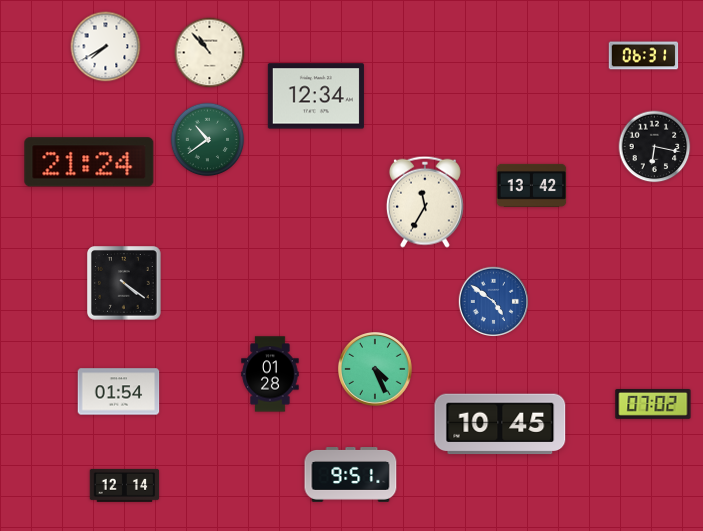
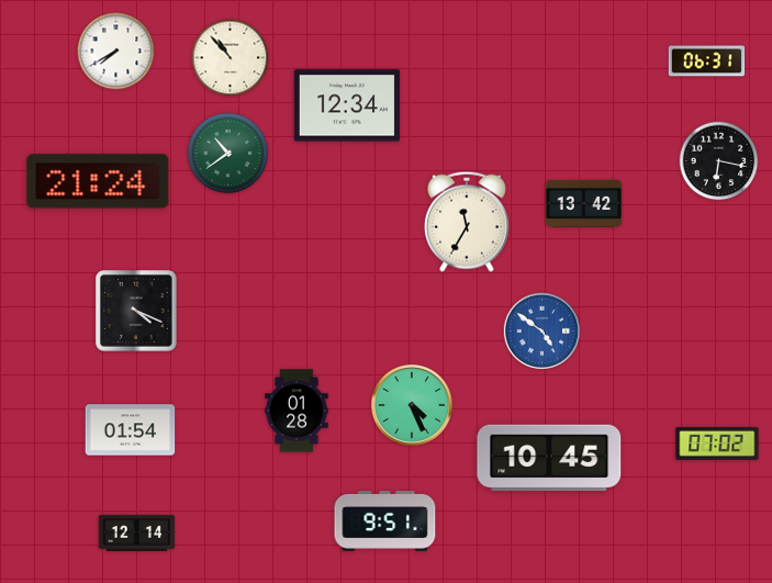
clock at (89, 162) position: (89, 162) -> (98, 181)
clock at (125, 284): 4:21 -> 4:19
clock at (500, 424) position: (500, 424) -> (549, 458)
